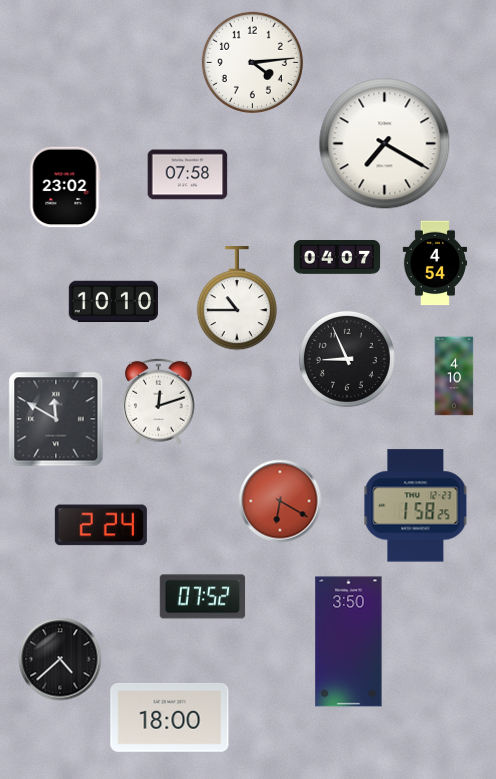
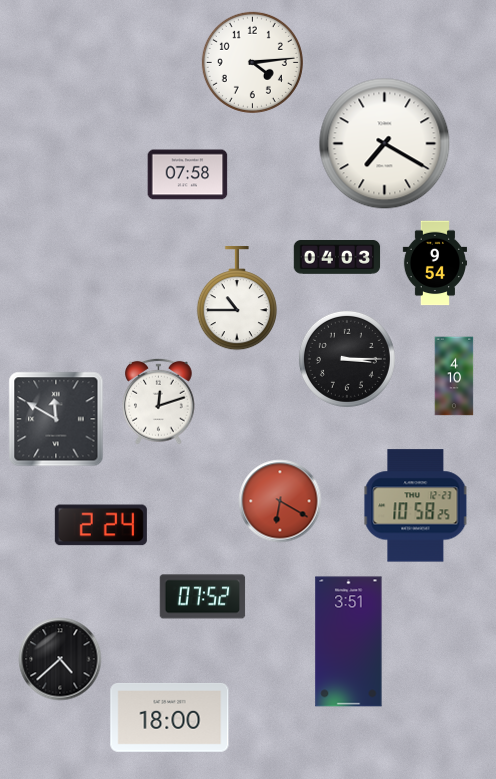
clock at (65, 187): 23:02 -> none
clock at (337, 258): 04:07 -> 04:03
clock at (434, 263): 4:54 -> 9:54
clock at (113, 302): 10:10 -> none
clock at (347, 359): 8:56 -> 3:15
clock at (416, 506): 1:58 -> 10:58
clock at (349, 642): 3:50 -> 3:51
